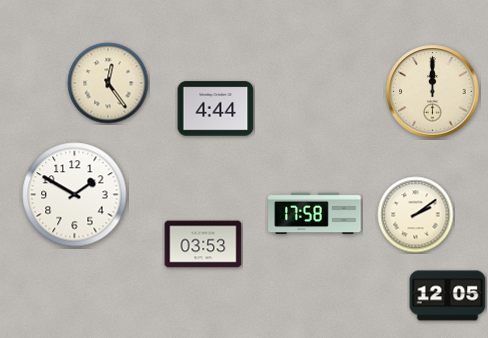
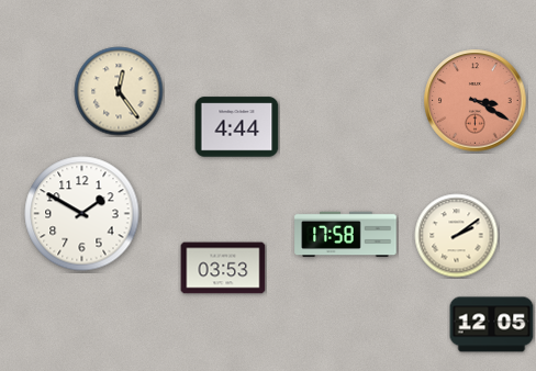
clock at (433, 92): 12:00 -> 3:20
clock at (433, 92) dial: cream -> salmon
clock at (216, 109) position: (216, 109) -> (237, 127)
